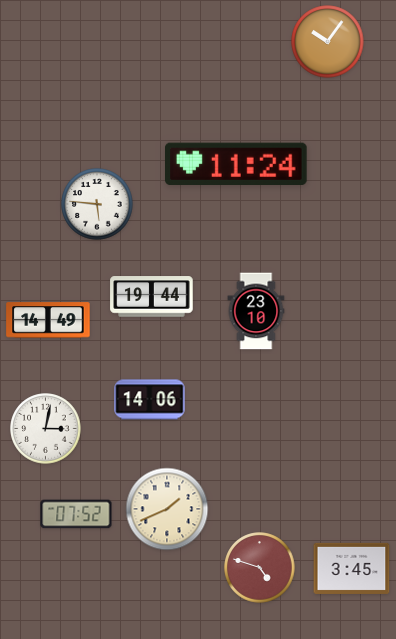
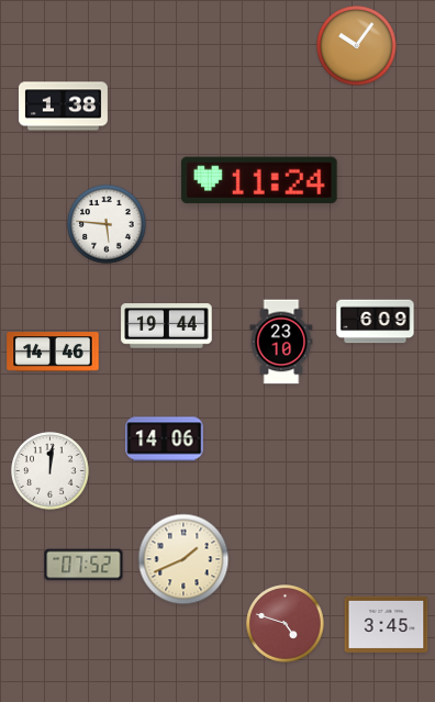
clock at (328, 42) position: (328, 42) -> (357, 46)
clock at (63, 107): none -> 1:38
clock at (376, 322): none -> 6:09
clock at (48, 320): 14:49 -> 14:46
clock at (46, 429): 3:02 -> 12:01
